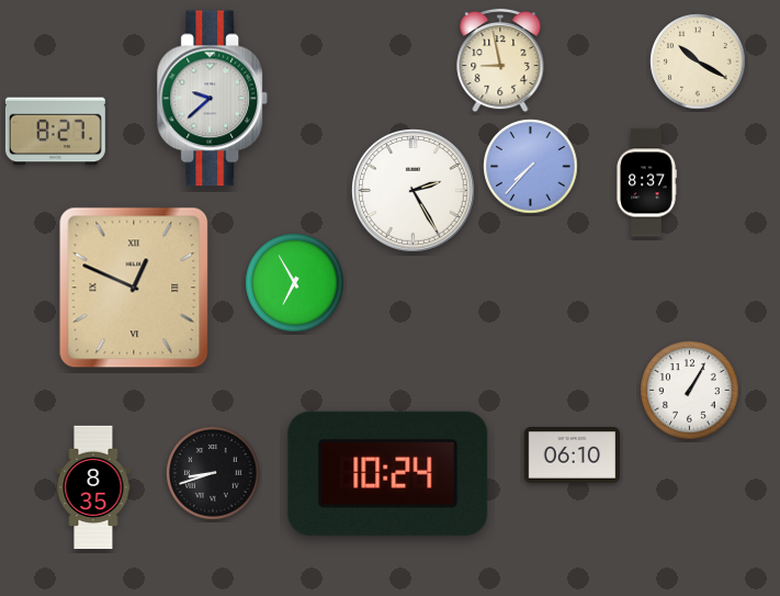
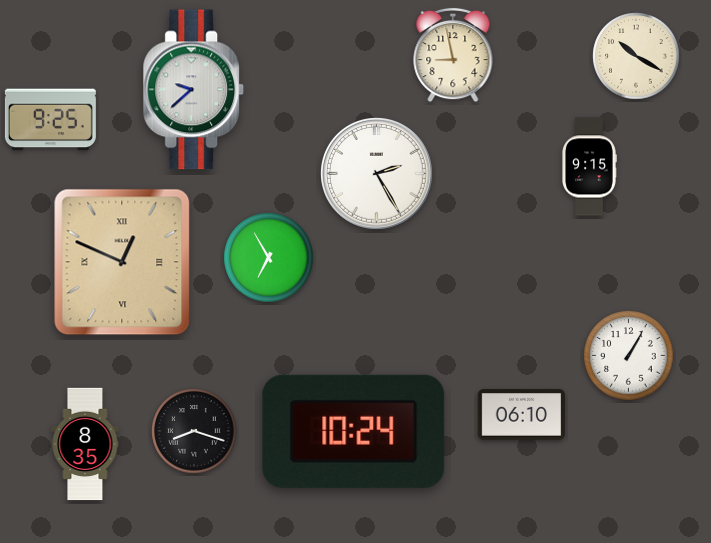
clock at (500, 60) position: (500, 60) -> (453, 55)
clock at (55, 132): 8:27 -> 9:25
clock at (531, 167): 7:37 -> none
clock at (646, 183): 8:37 -> 9:15
clock at (213, 473): 8:42 -> 8:18
